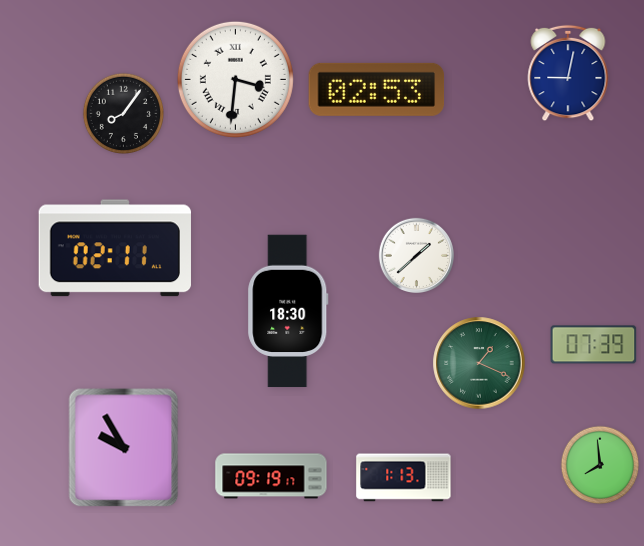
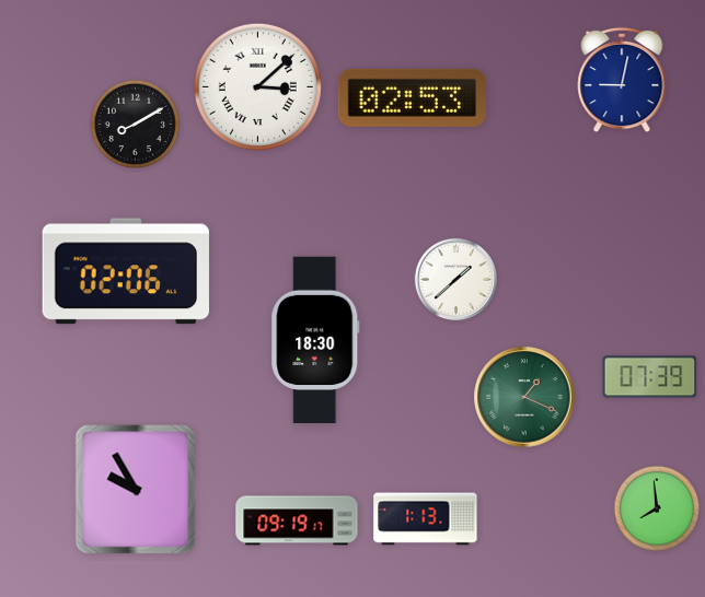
clock at (235, 79): 3:31 -> 3:08
clock at (123, 113): 8:06 -> 8:10
clock at (115, 248): 02:11 -> 02:06
clock at (404, 478) position: (404, 478) -> (426, 519)
